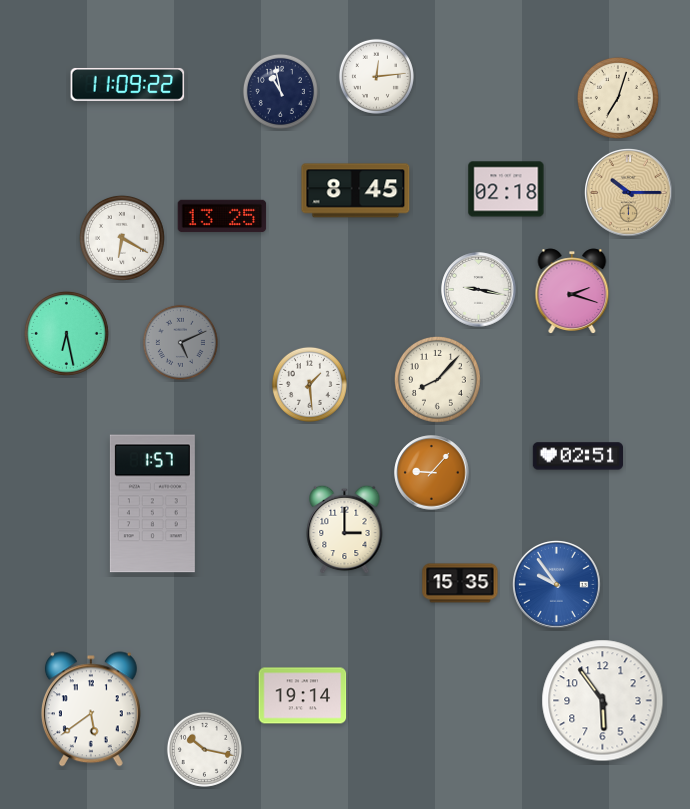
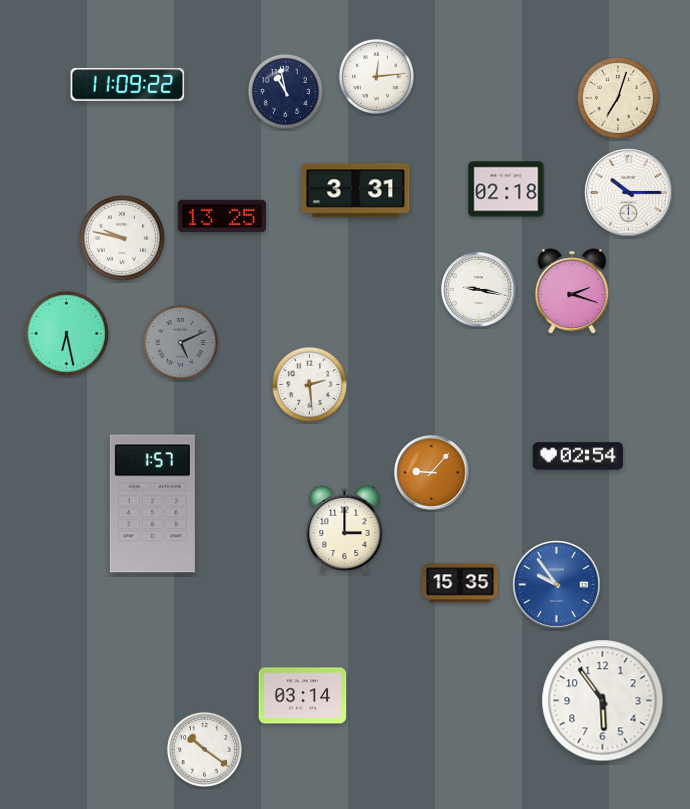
clock at (280, 91) position: (280, 91) -> (285, 91)
clock at (356, 191): 8:45 -> 3:31
clock at (629, 193) dial: champagne -> white
clock at (122, 238): 6:20 -> 9:47
clock at (437, 379): 8:07 -> none
clock at (309, 384): 1:29 -> 2:29
clock at (578, 456): 02:51 -> 02:54
clock at (303, 696): 19:14 -> 03:14
clock at (91, 709): 5:39 -> none
clock at (204, 749): 10:17 -> 10:21
